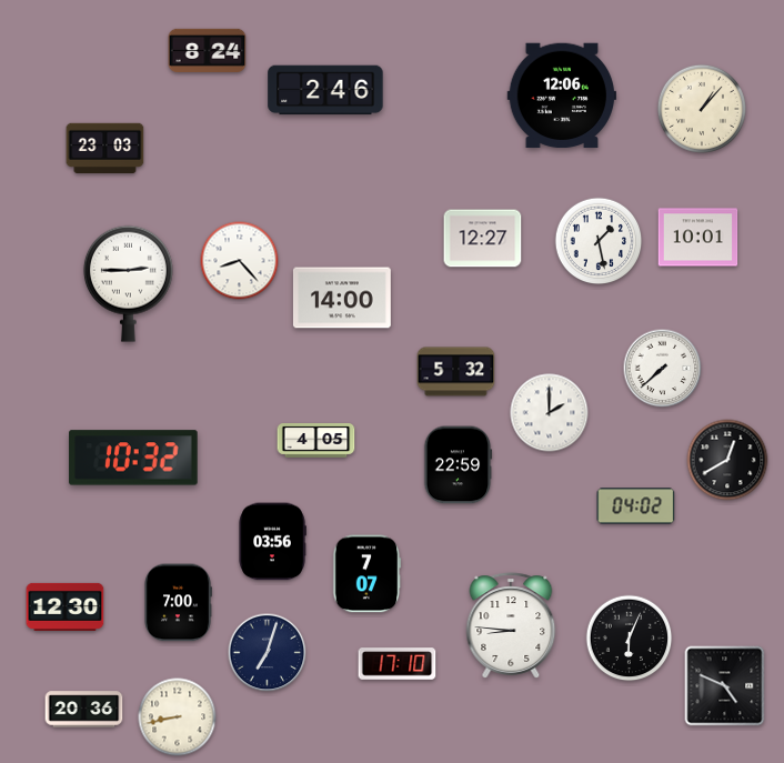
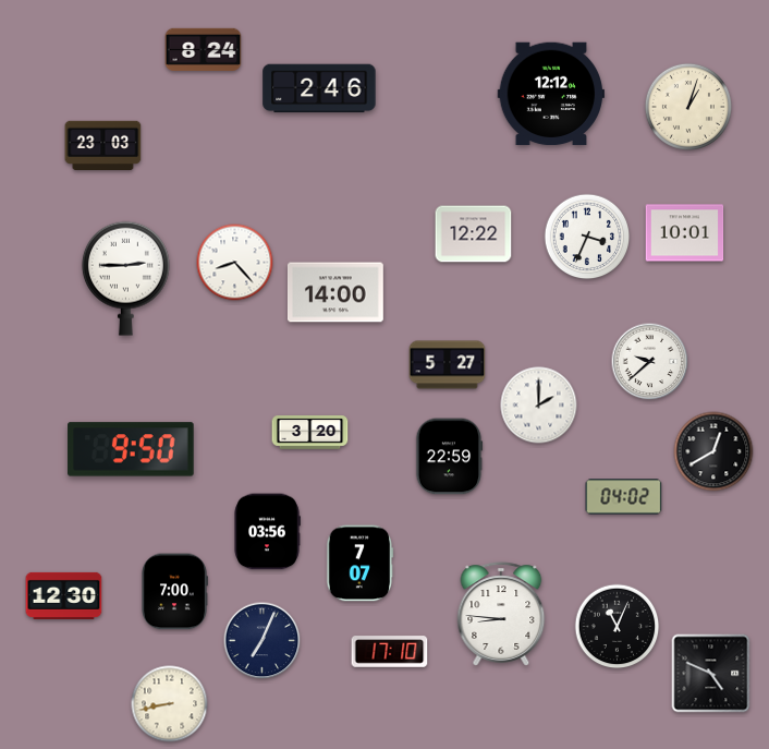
clock at (562, 96): 12:06 -> 12:12
clock at (702, 109): 1:07 -> 1:03
clock at (483, 239): 12:27 -> 12:22
clock at (599, 241): 1:28 -> 3:34
clock at (240, 261) position: (240, 261) -> (235, 263)
clock at (663, 369): 7:38 -> 9:38
clock at (456, 372): 5:32 -> 5:27
clock at (316, 441): 4:05 -> 3:20
clock at (133, 458): 10:32 -> 9:50
clock at (630, 639): 6:04 -> 11:04
clock at (268, 653): 7:03 -> 7:04
clock at (84, 710): 20:36 -> none
clock at (178, 717) position: (178, 717) -> (170, 704)
